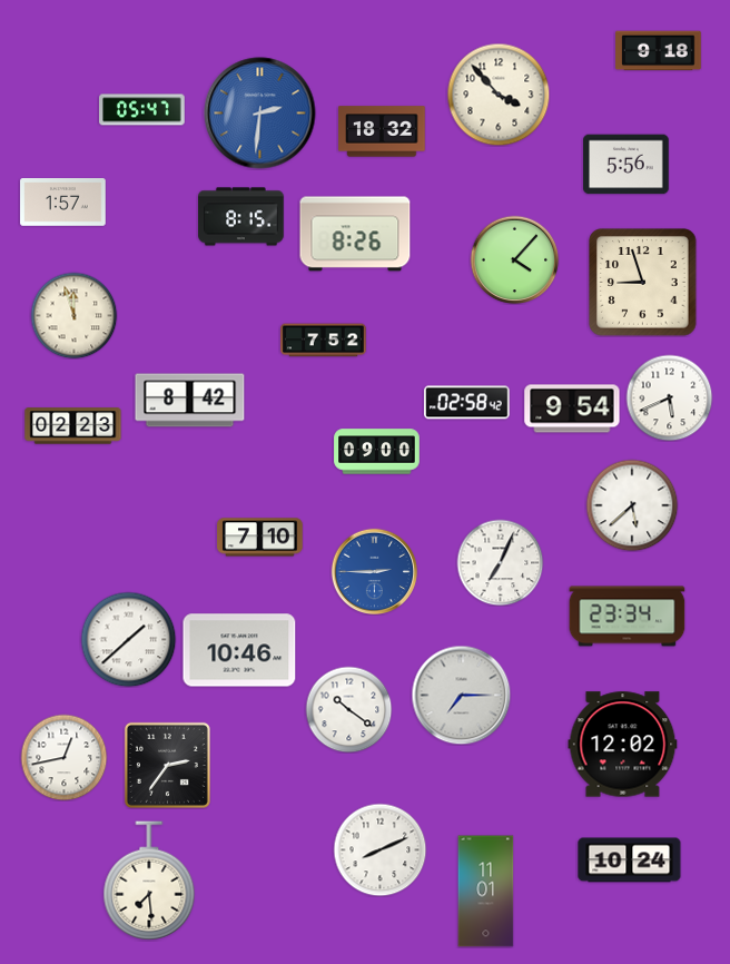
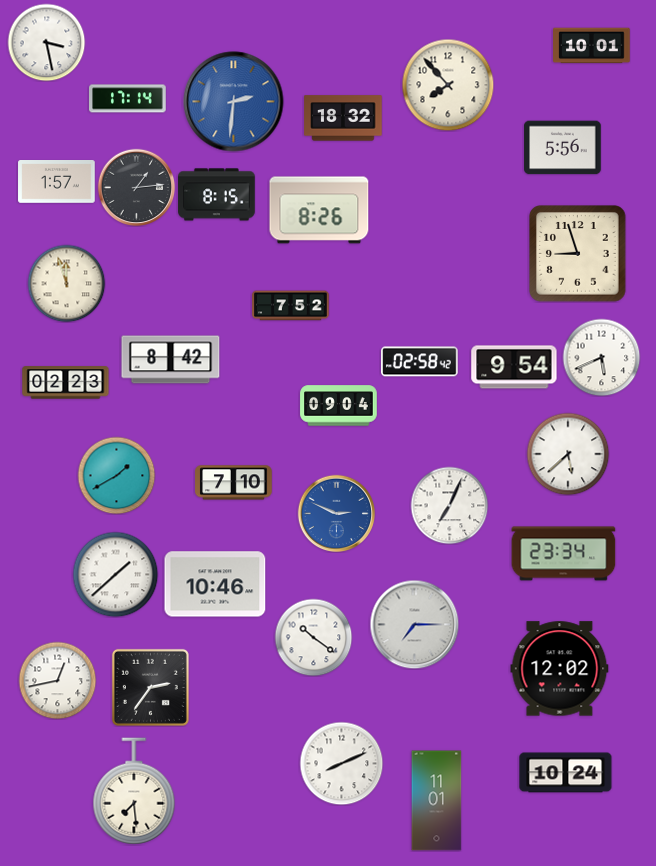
clock at (46, 42): none -> 3:28
clock at (659, 51): 9:18 -> 10:01
clock at (499, 95): 3:53 -> 7:53
clock at (142, 110): 05:47 -> 17:14
clock at (136, 187): none -> 1:14
clock at (514, 259): 4:07 -> none
clock at (377, 452): 09:00 -> 09:04
clock at (116, 475): none -> 1:40
clock at (374, 571): 2:45 -> 2:49
